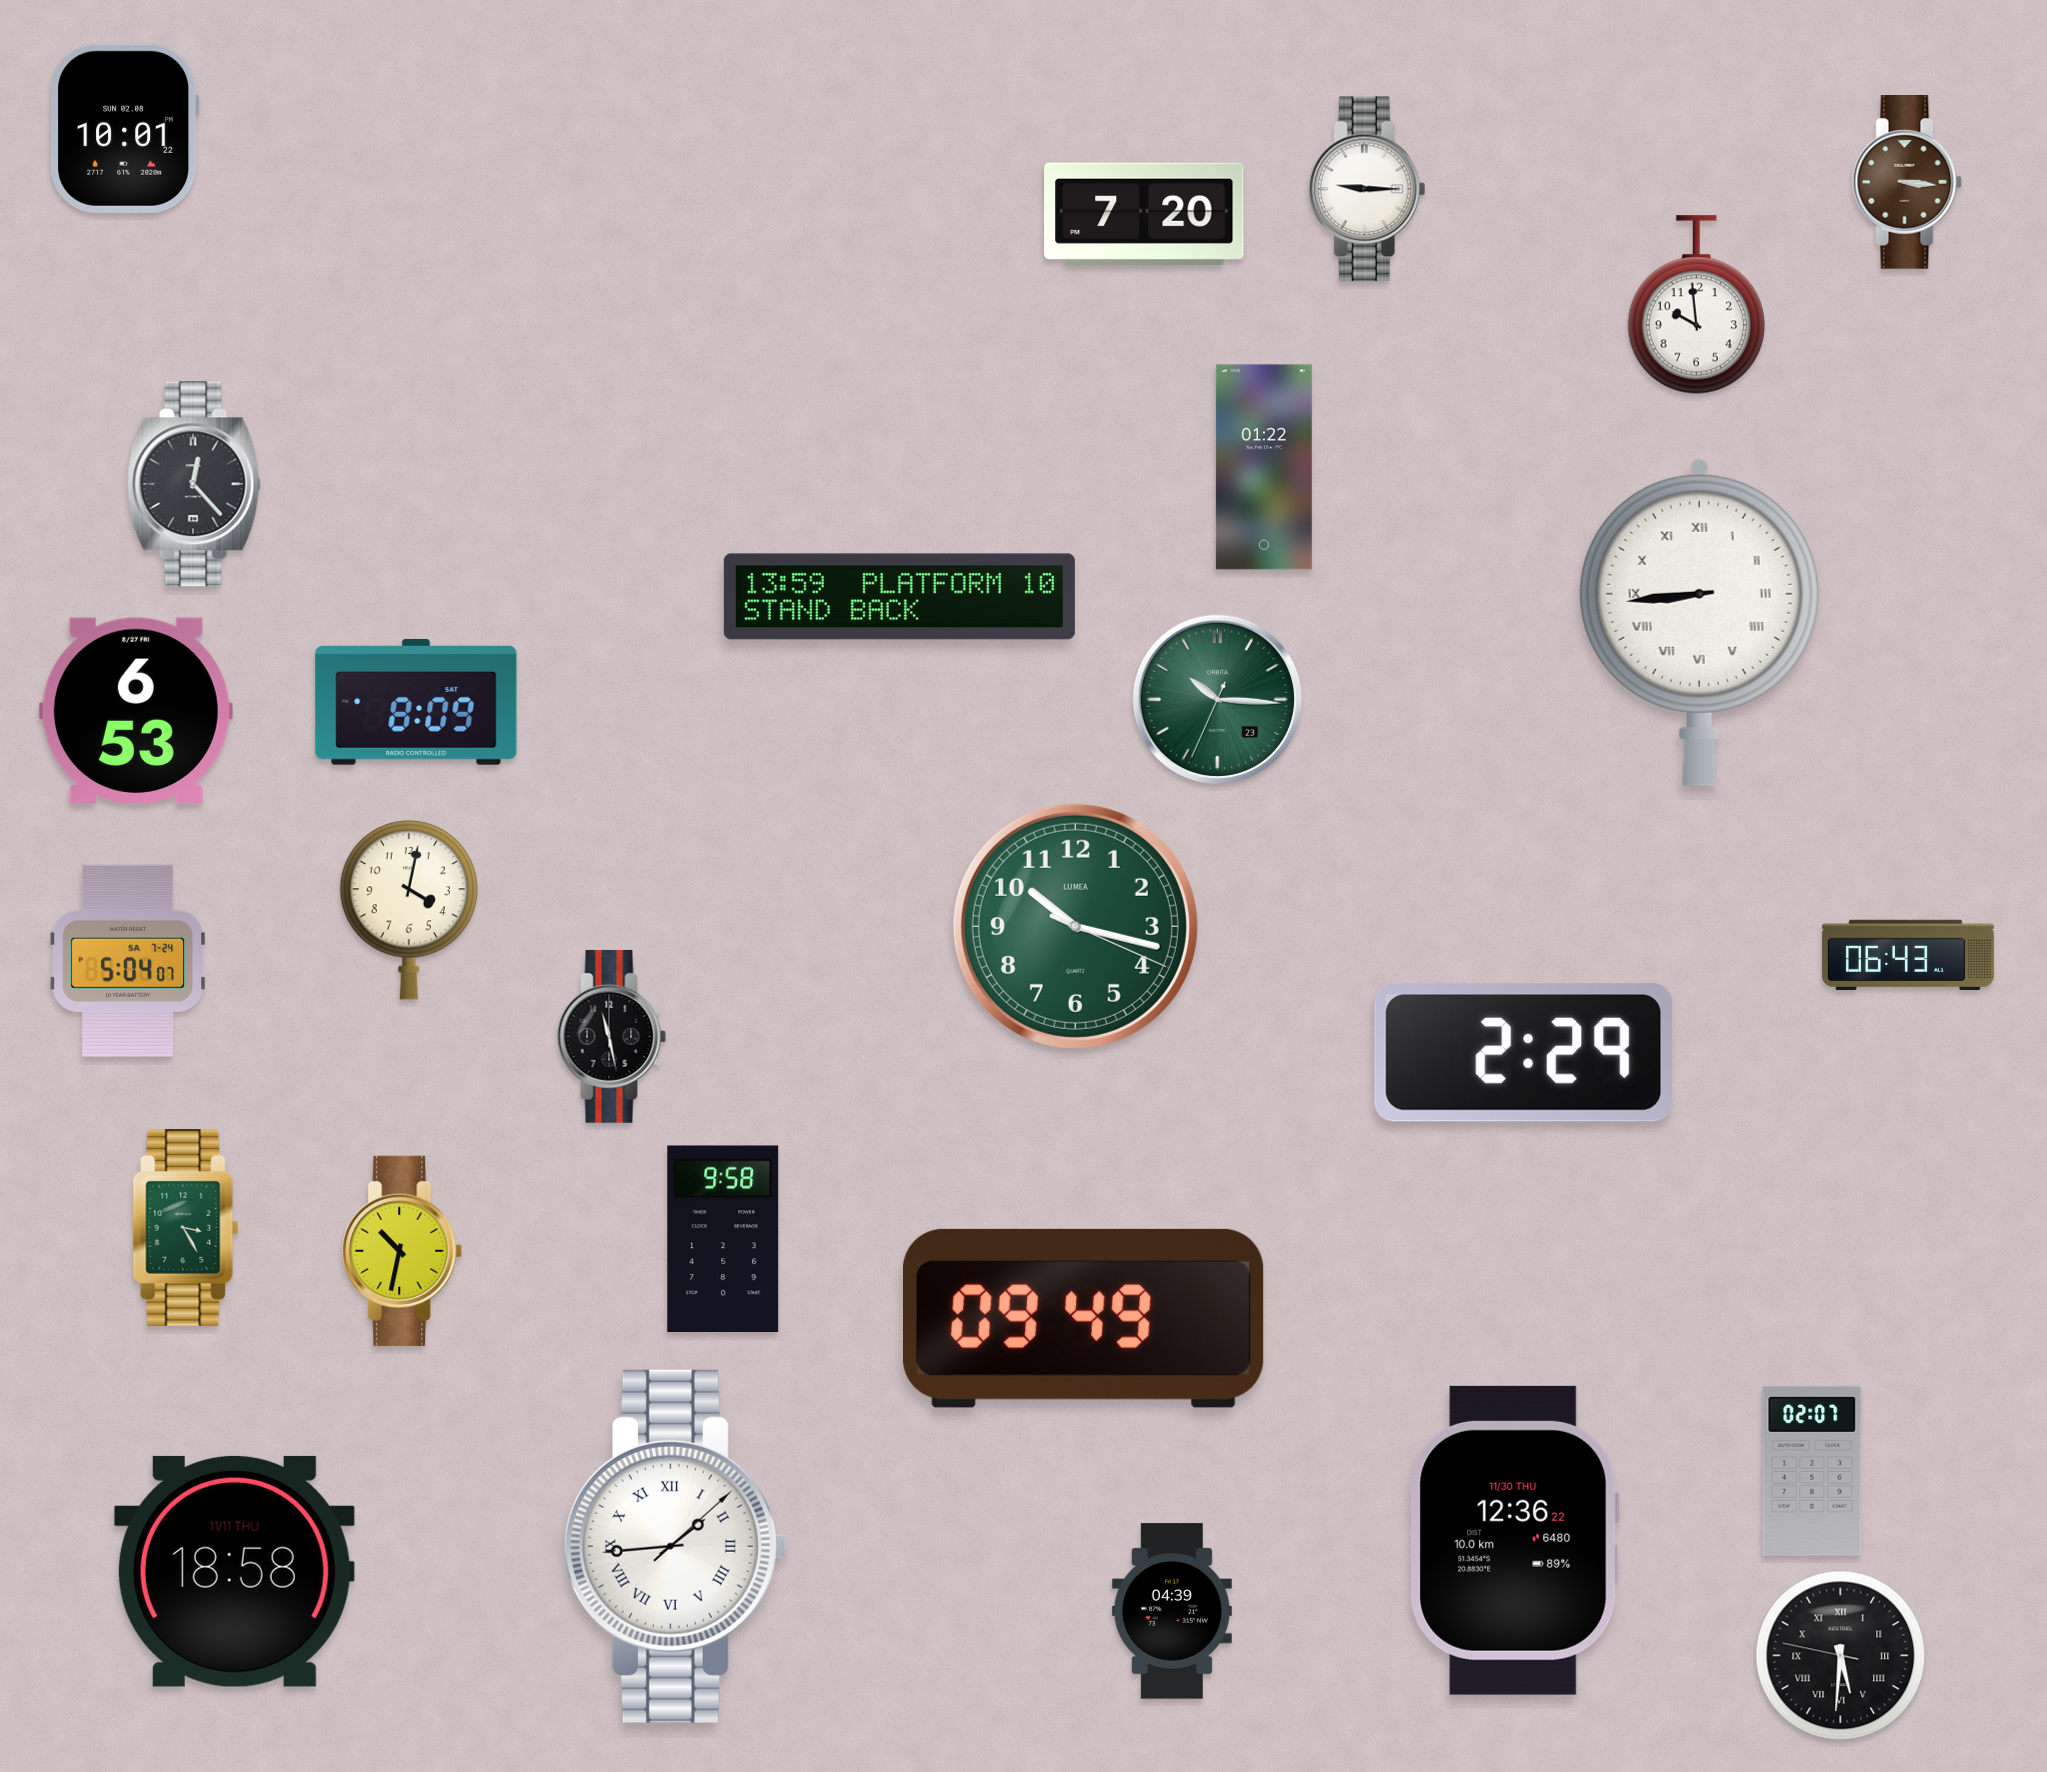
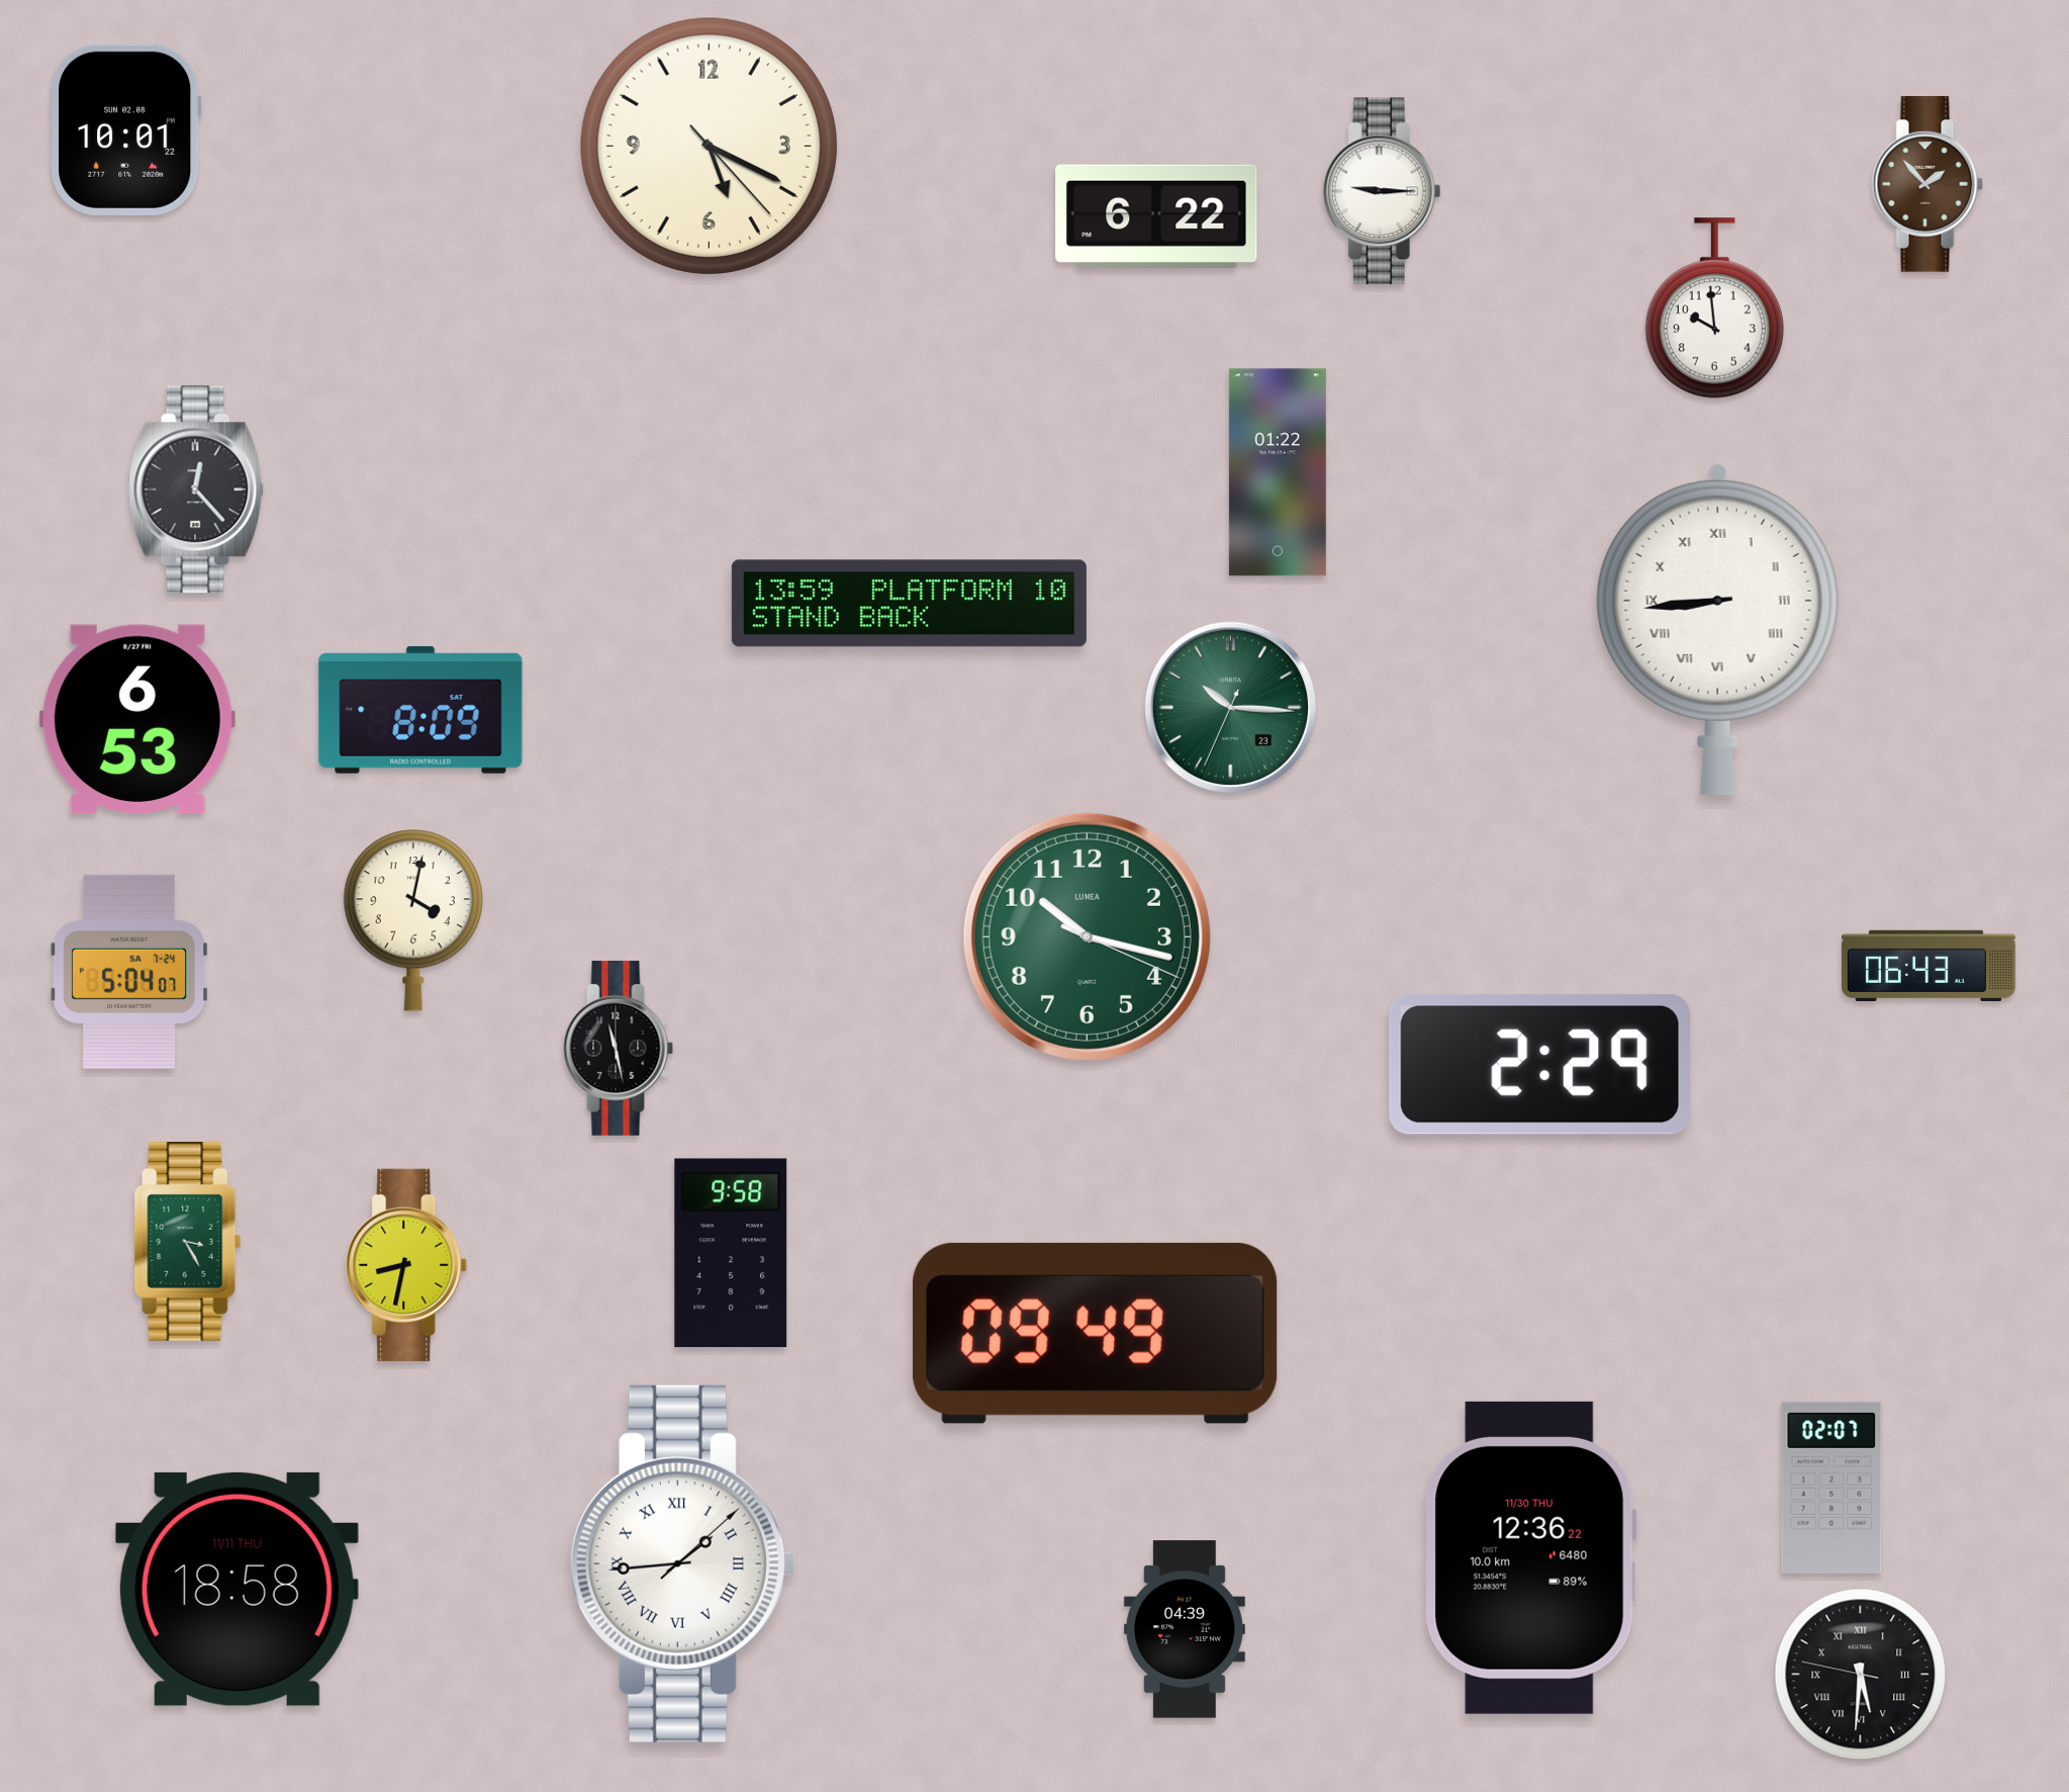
clock at (709, 146): none -> 5:19
clock at (1907, 183): 3:16 -> 1:53
clock at (1144, 213): 7:20 -> 6:22
clock at (402, 1251): 10:32 -> 8:32
